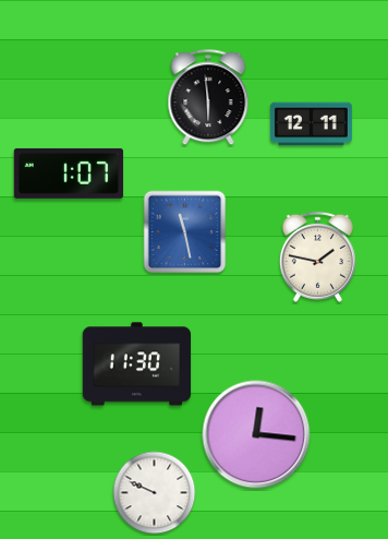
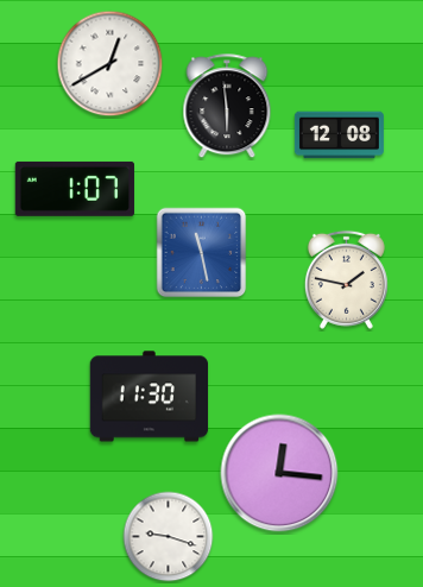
clock at (111, 64): none -> 12:40
clock at (311, 124): 12:11 -> 12:08
clock at (155, 493): 9:49 -> 9:18
